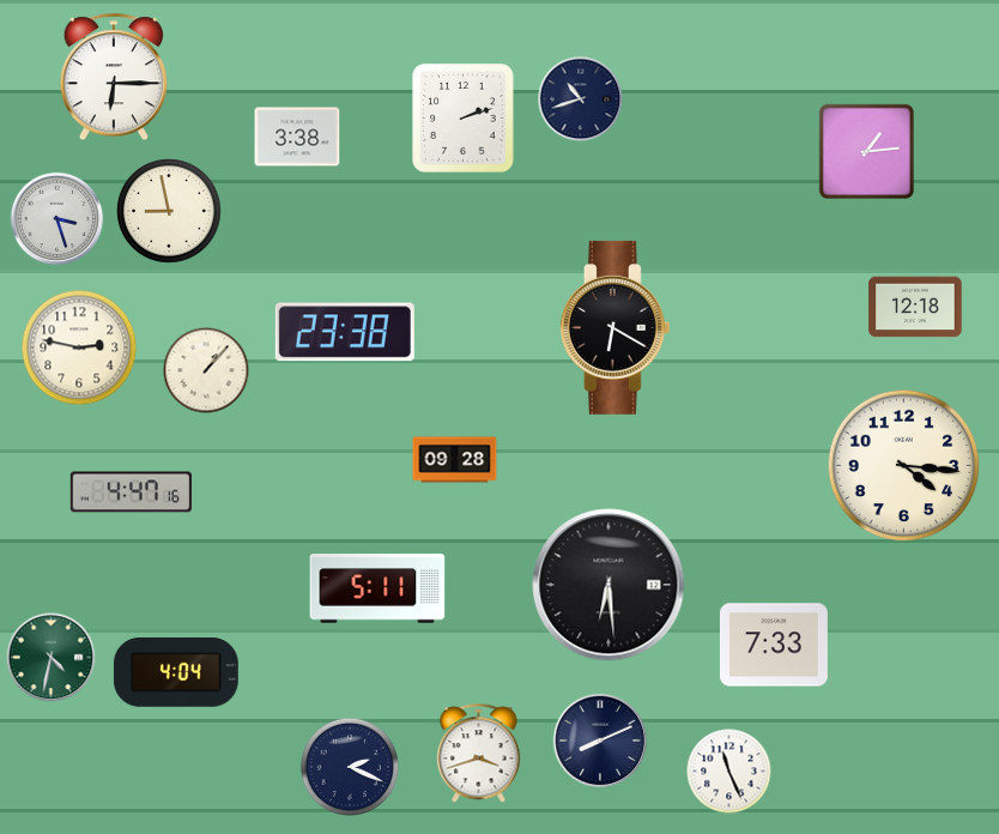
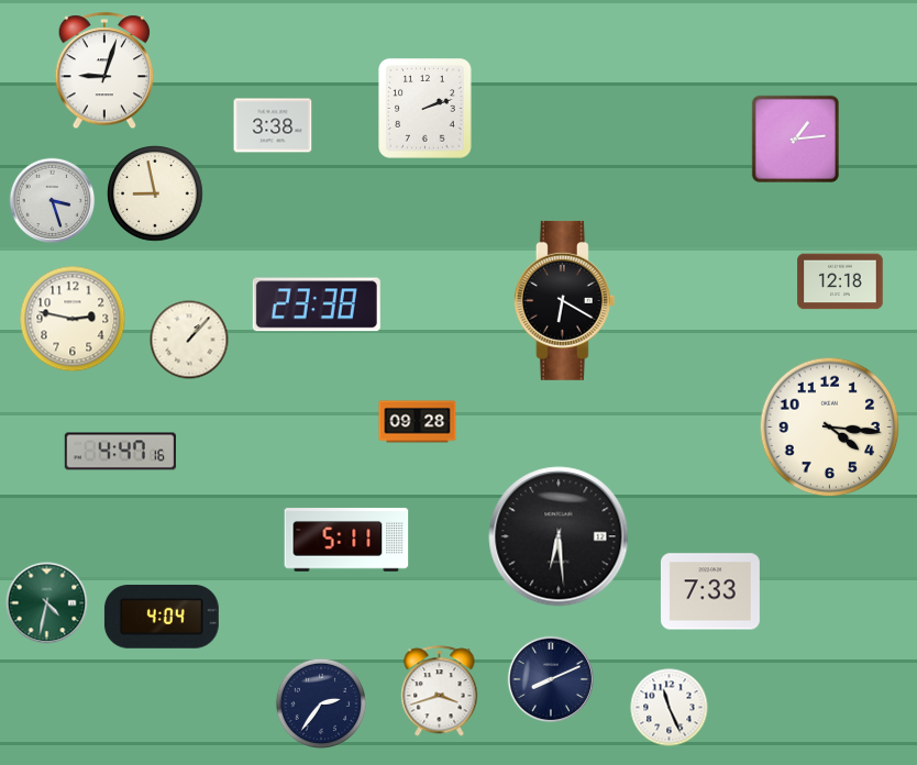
clock at (114, 78): 6:15 -> 9:03
clock at (581, 99): 10:42 -> none
clock at (349, 766): 2:19 -> 2:36
